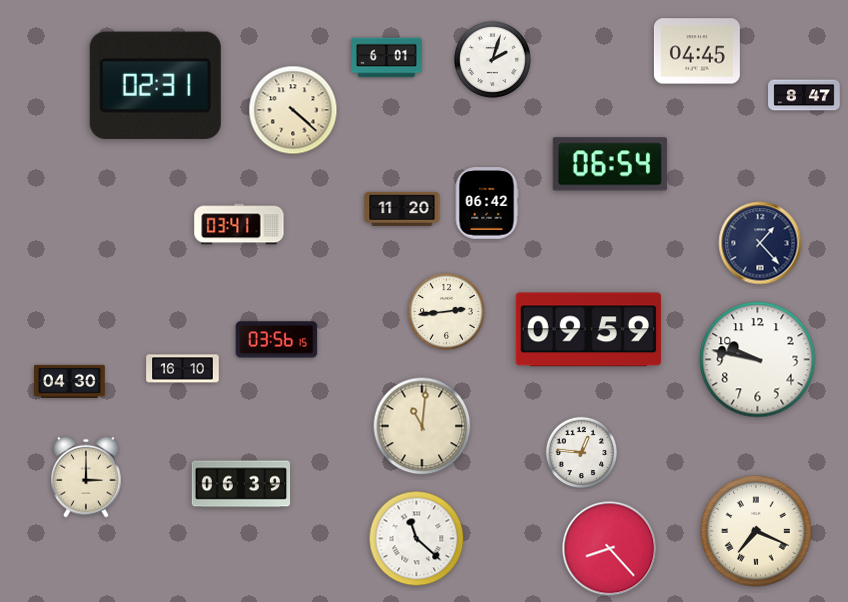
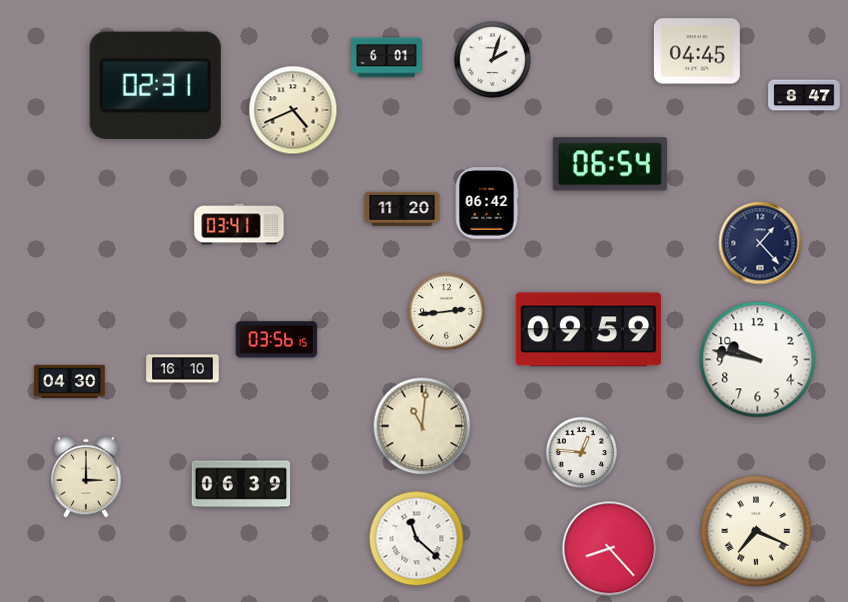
clock at (293, 110): 4:22 -> 4:41
